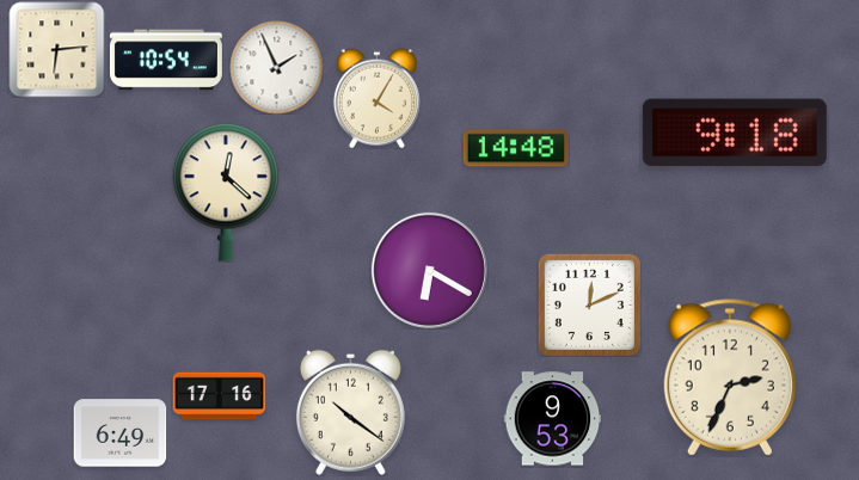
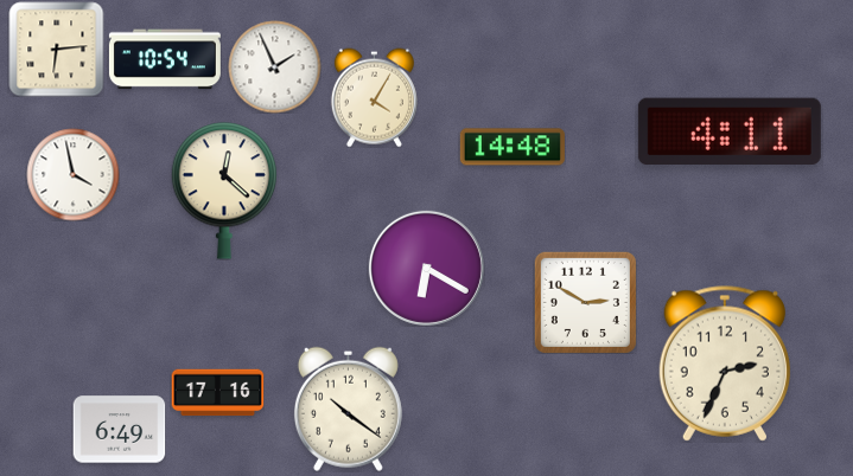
clock at (735, 133): 9:18 -> 4:11
clock at (72, 174): none -> 3:58
clock at (589, 304): 12:11 -> 2:50
clock at (729, 377) position: (729, 377) -> (724, 364)
clock at (552, 419): 9:53 -> none
